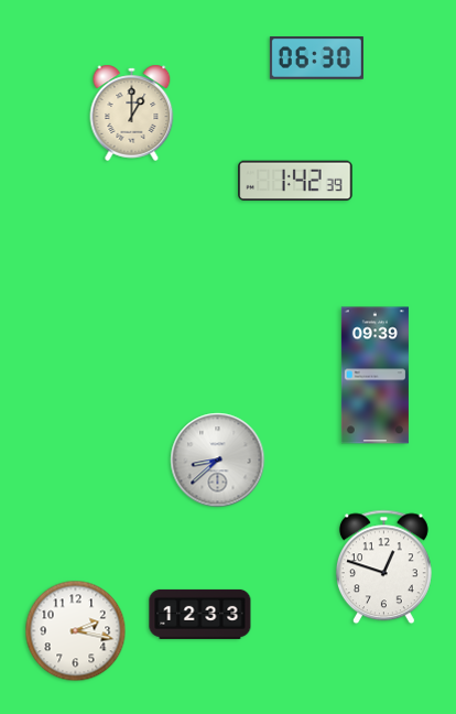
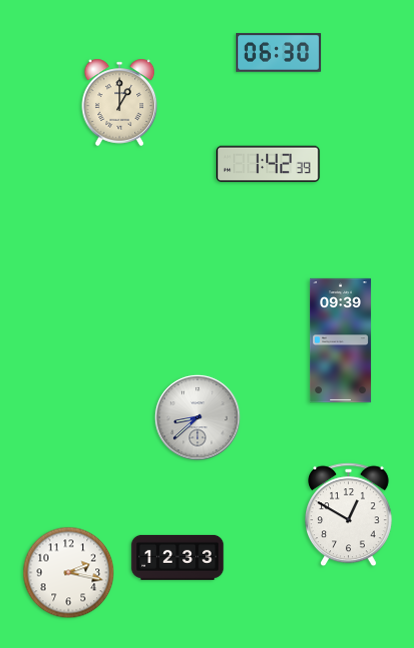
clock at (316, 58) position: (316, 58) -> (278, 53)
clock at (383, 567): 12:48 -> 12:50
clock at (200, 614) position: (200, 614) -> (178, 557)
